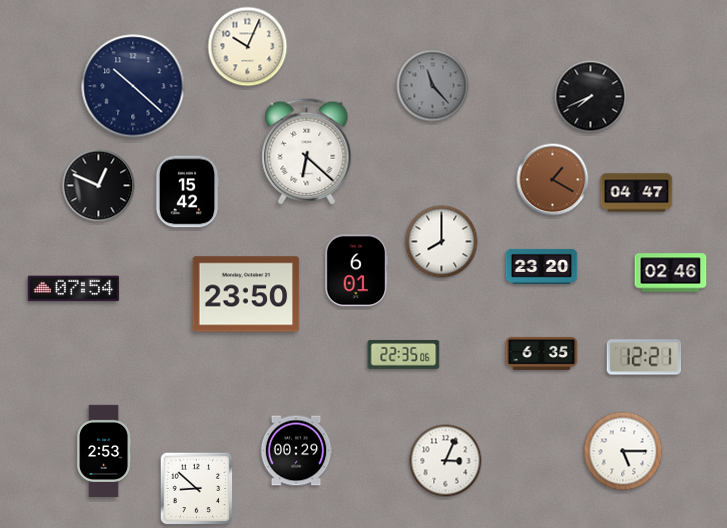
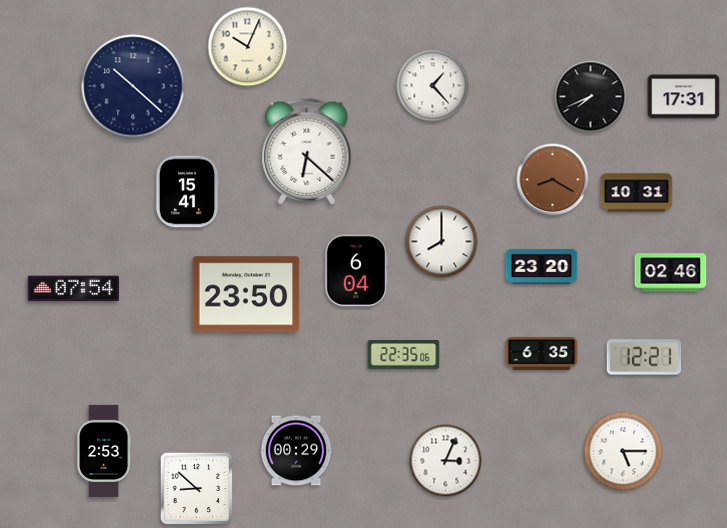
clock at (433, 86): 11:23 -> 1:23
clock at (433, 86) dial: grey -> white
clock at (684, 97): none -> 17:31
clock at (553, 180): 1:20 -> 8:20
clock at (99, 186): 12:49 -> none
clock at (187, 192): 15:42 -> 15:41
clock at (637, 193): 04:47 -> 10:31
clock at (357, 271): 6:01 -> 6:04
